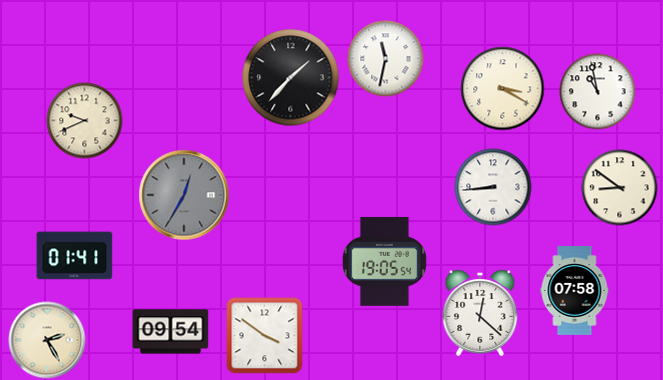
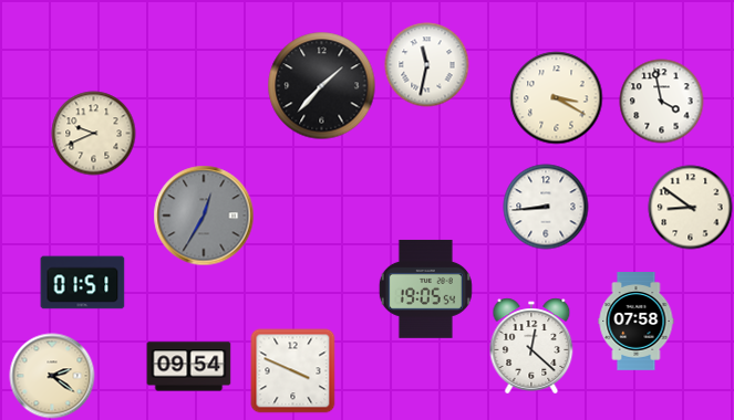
clock at (598, 92): 10:58 -> 3:58
clock at (620, 188) position: (620, 188) -> (691, 208)
clock at (75, 256): 01:41 -> 01:51
clock at (265, 336): 3:51 -> 3:49
clock at (47, 340): 2:25 -> 2:21
